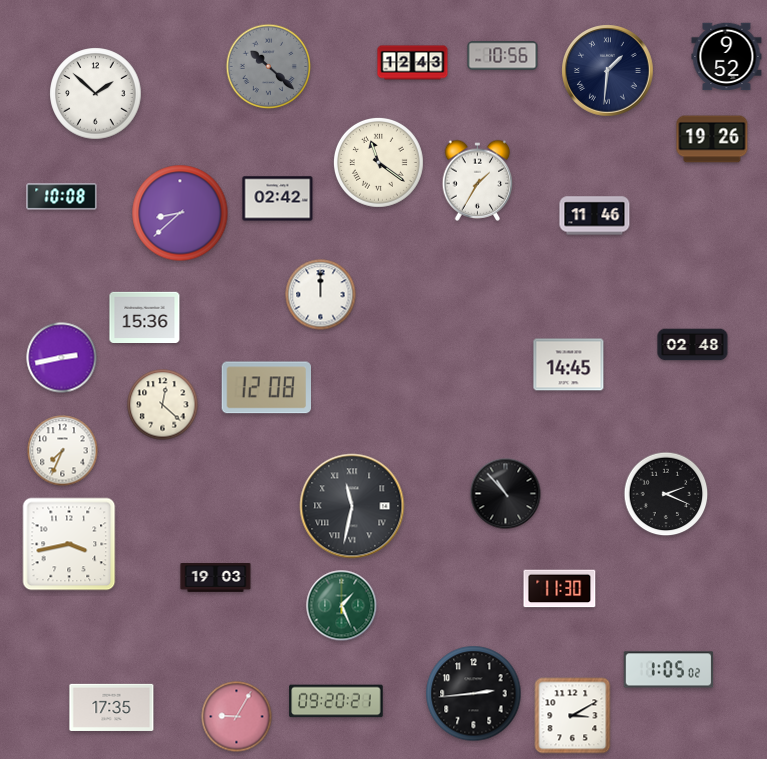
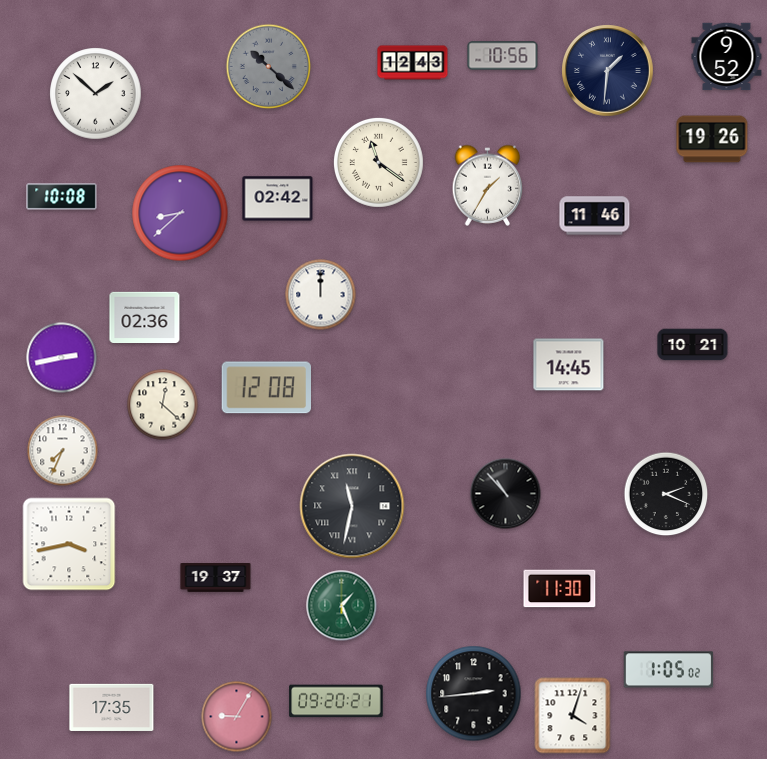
clock at (478, 180) position: (478, 180) -> (488, 185)
clock at (145, 317): 15:36 -> 02:36
clock at (693, 345): 02:48 -> 10:21
clock at (216, 578): 19:03 -> 19:37
clock at (573, 716): 3:10 -> 4:03
